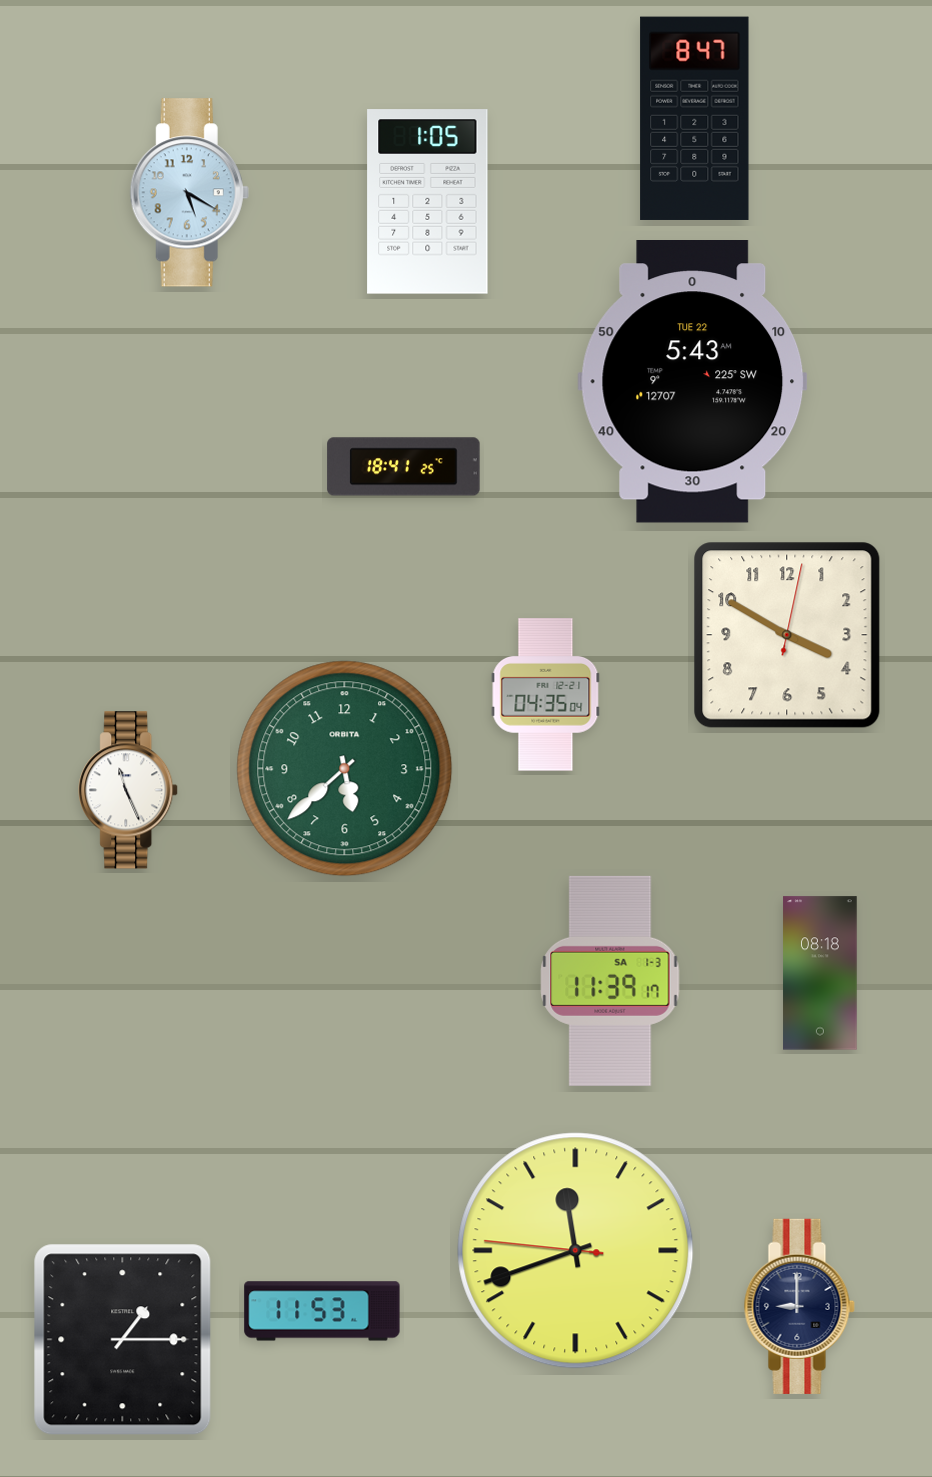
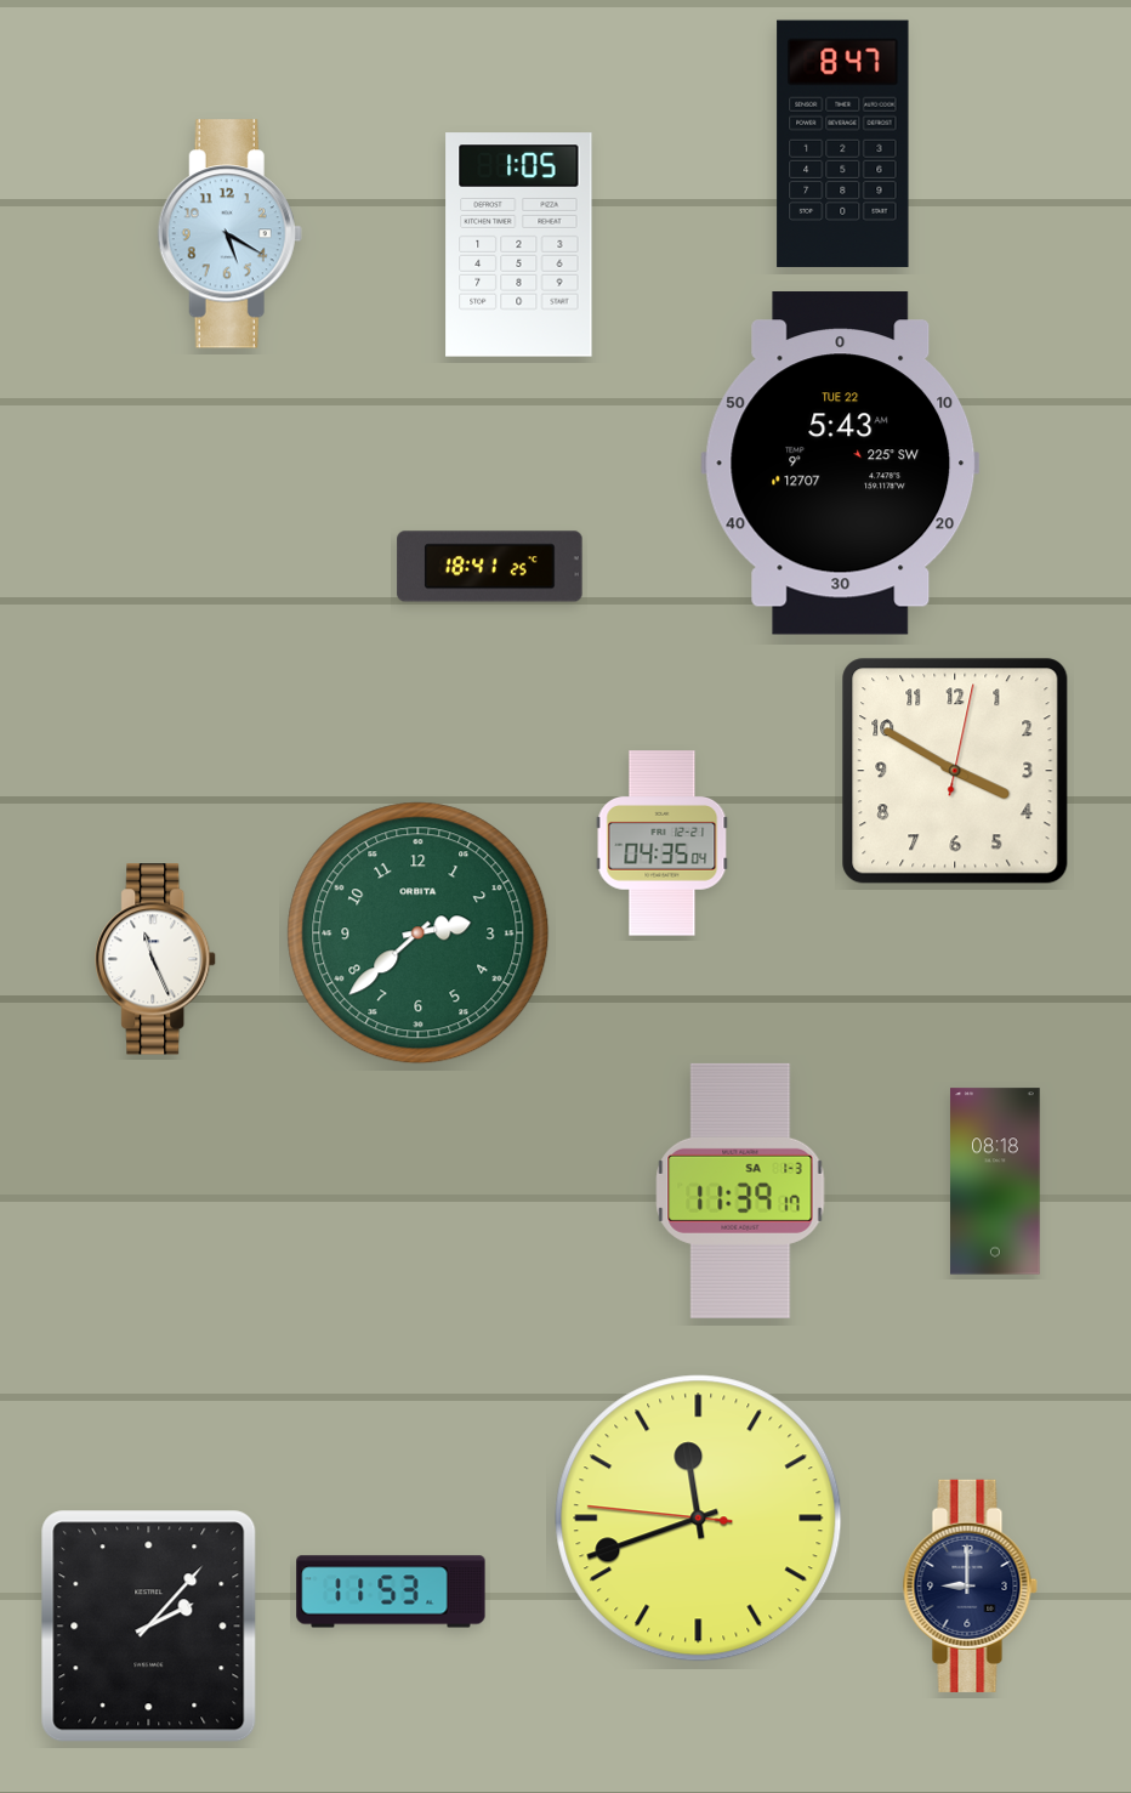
clock at (345, 769): 5:38 -> 2:38
clock at (123, 1340): 1:15 -> 2:07
